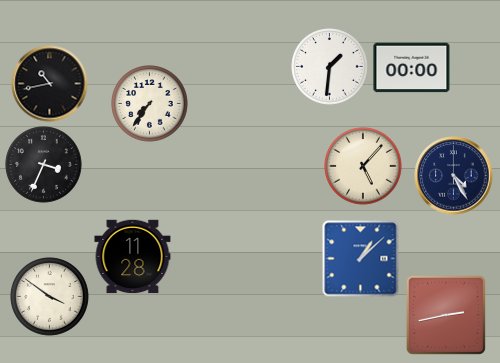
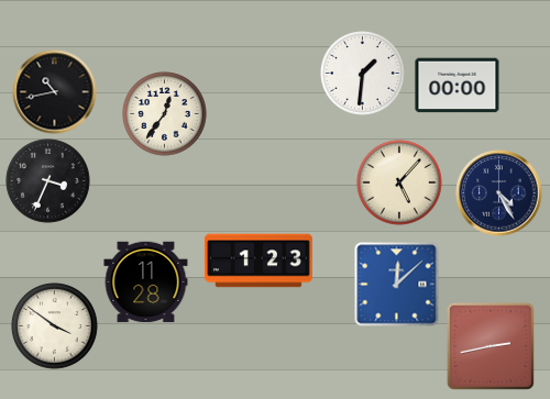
clock at (412, 68) position: (412, 68) -> (458, 86)
clock at (150, 104): 7:36 -> 12:36
clock at (258, 261): none -> 1:23
clock at (361, 259): 1:08 -> 12:08
